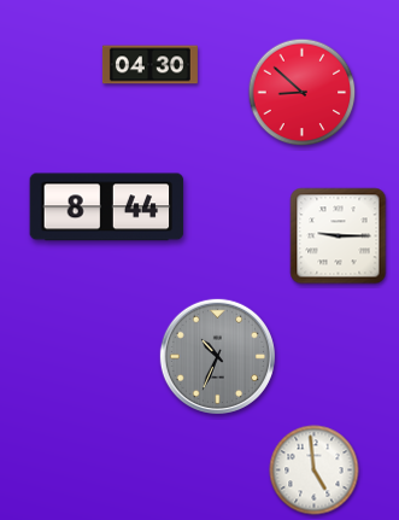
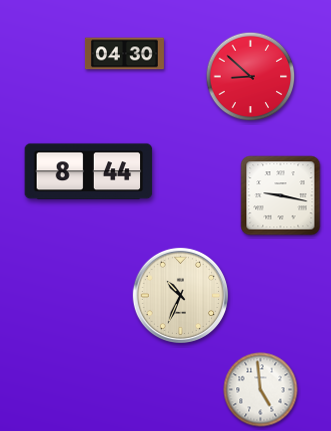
clock at (339, 236): 9:15 -> 9:17
clock at (217, 356) dial: grey -> cream
